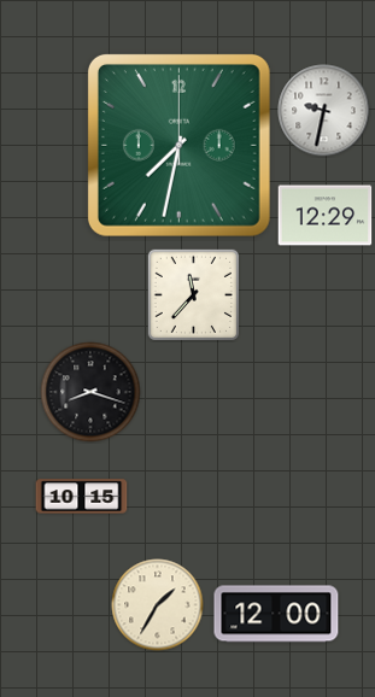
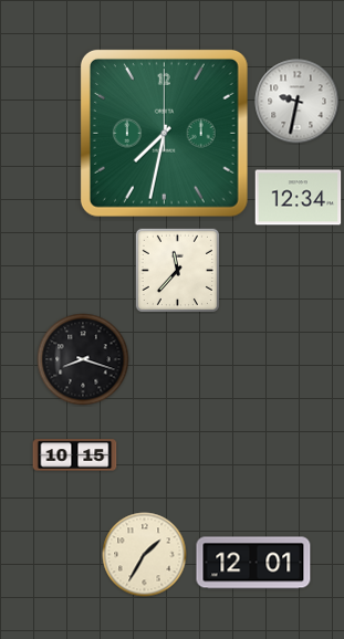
clock at (326, 216): 12:29 -> 12:34
clock at (276, 614): 12:00 -> 12:01
